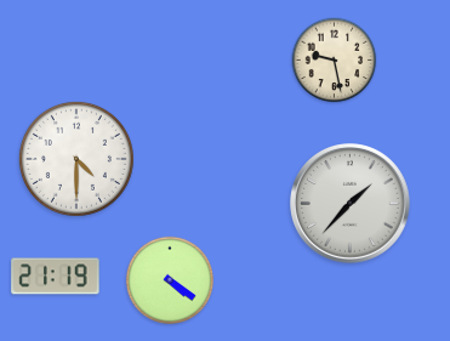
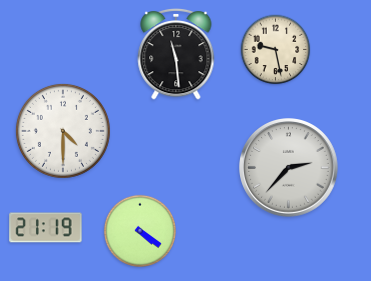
clock at (176, 54): none -> 11:29
clock at (351, 204): 1:37 -> 2:37
